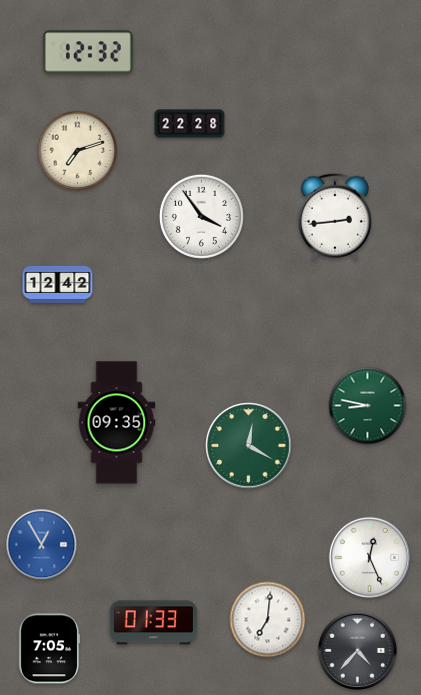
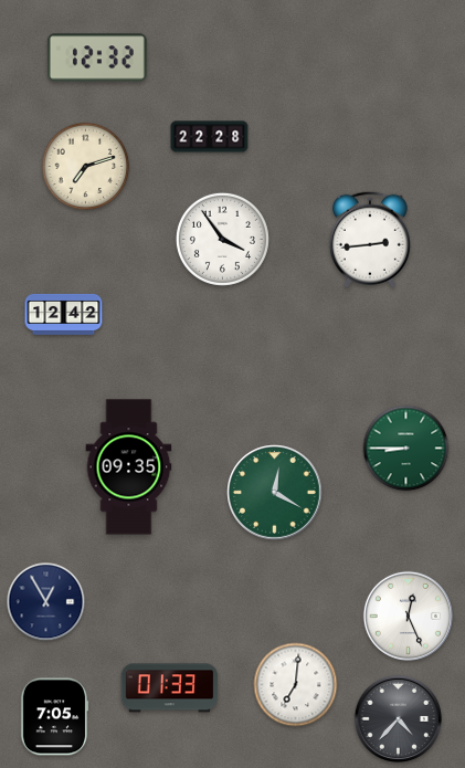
clock at (368, 406): 8:47 -> 8:45
clock at (42, 545) dial: blue -> navy
clock at (357, 650) position: (357, 650) -> (398, 718)
